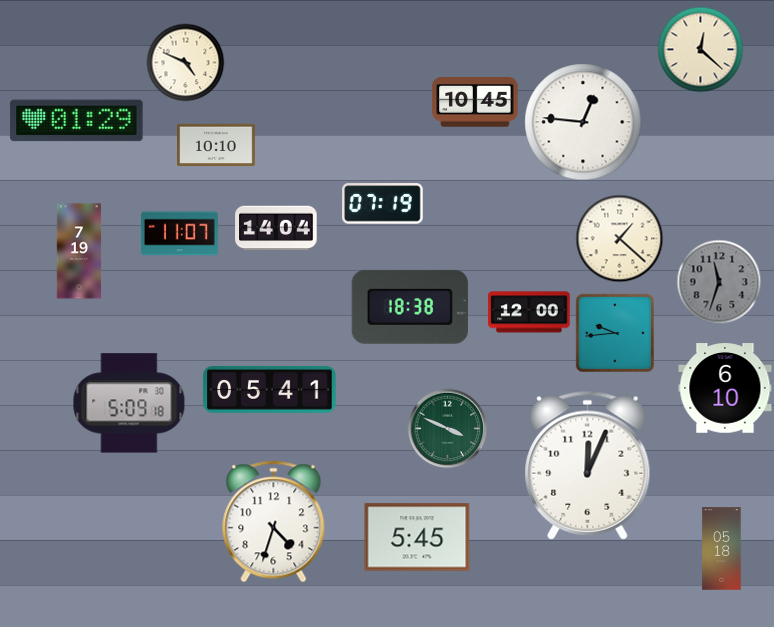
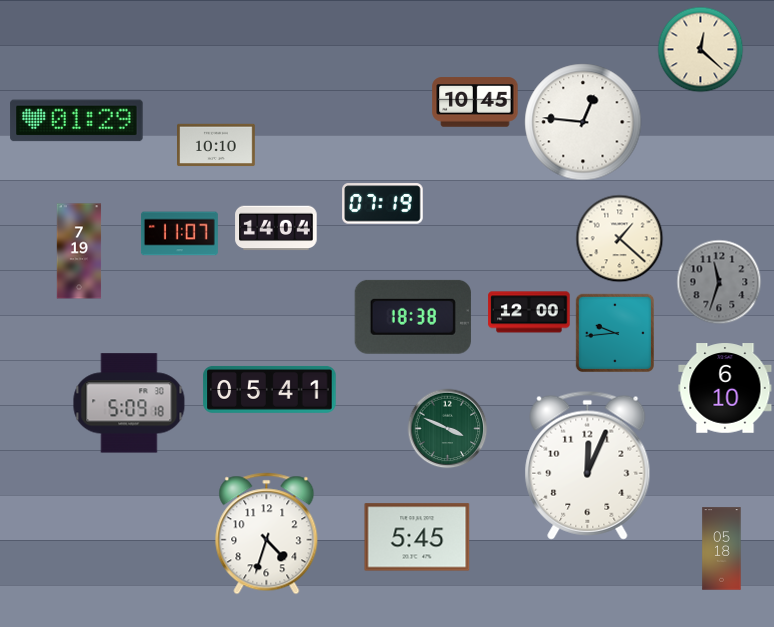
clock at (185, 62): 4:49 -> none
clock at (410, 307) position: (410, 307) -> (413, 317)
clock at (274, 522) position: (274, 522) -> (267, 534)
